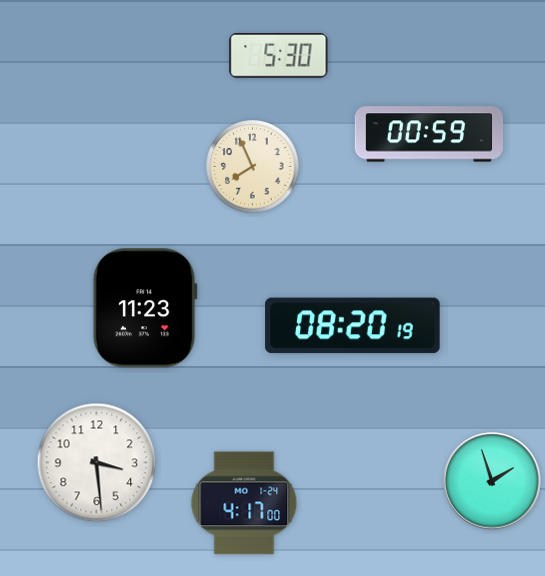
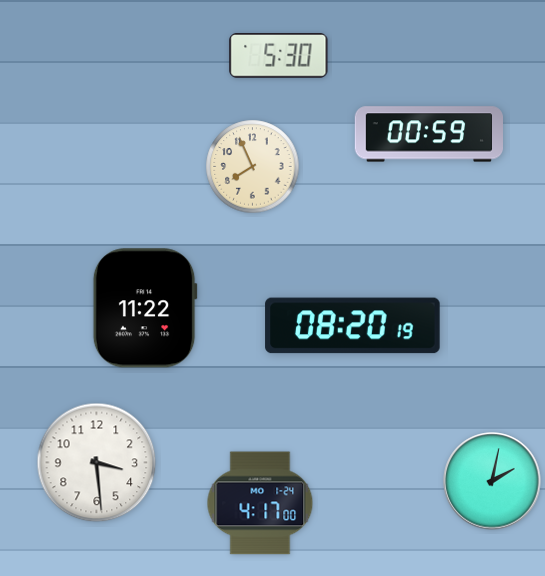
clock at (145, 308): 11:23 -> 11:22
clock at (492, 481): 1:57 -> 2:02
clock at (244, 503) position: (244, 503) -> (260, 503)
